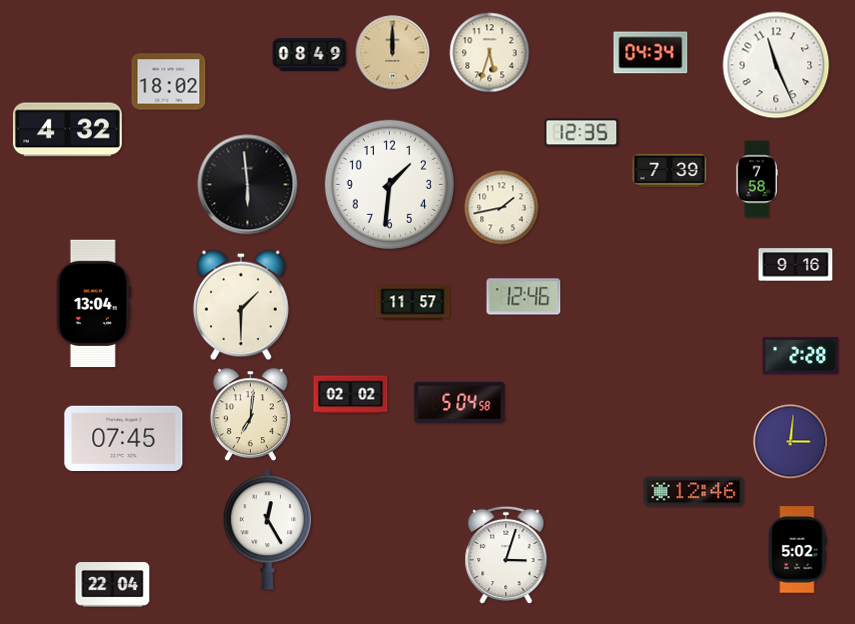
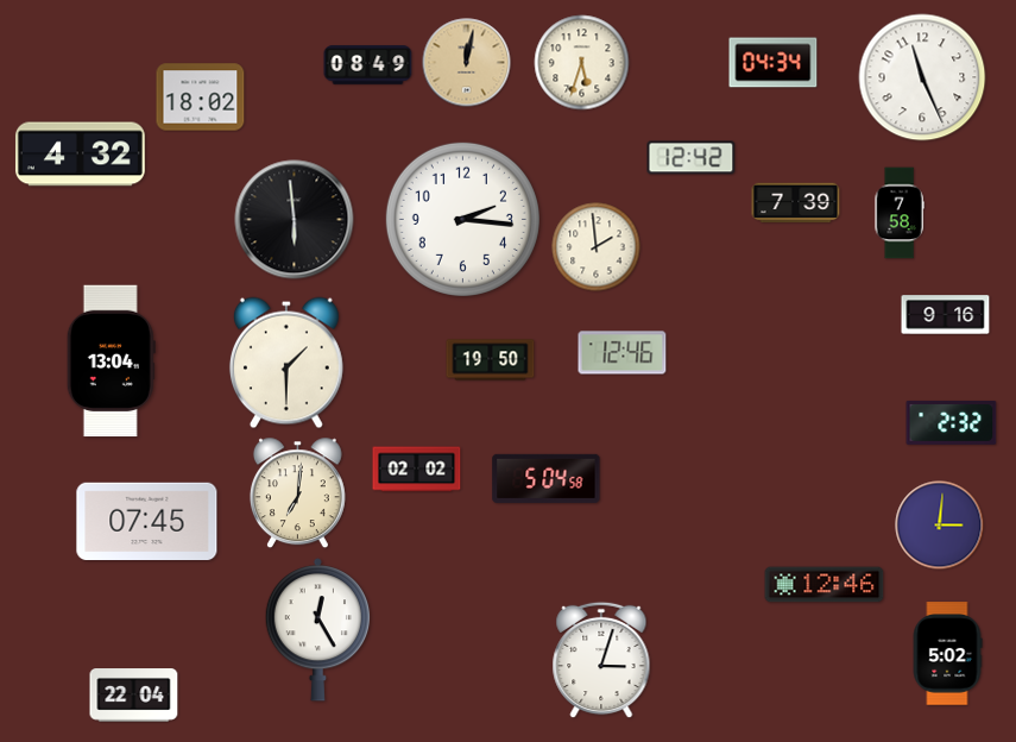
clock at (393, 53): 12:00 -> 12:02
clock at (582, 133): 12:35 -> 12:42
clock at (389, 184): 1:31 -> 2:16
clock at (502, 208): 1:43 -> 1:59
clock at (413, 303): 11:57 -> 19:50
clock at (801, 355): 2:28 -> 2:32
